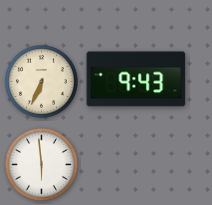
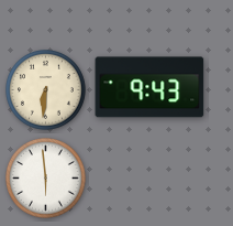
clock at (42, 82): 6:34 -> 6:31
clock at (42, 165) position: (42, 165) -> (46, 179)
